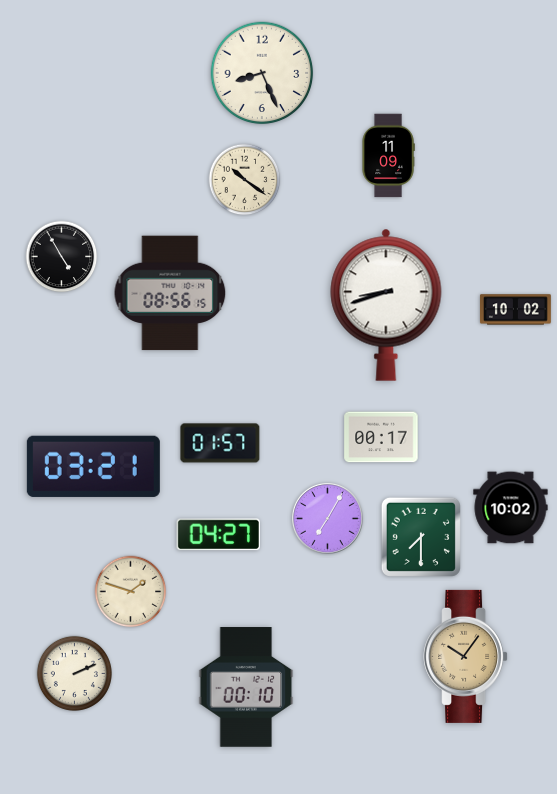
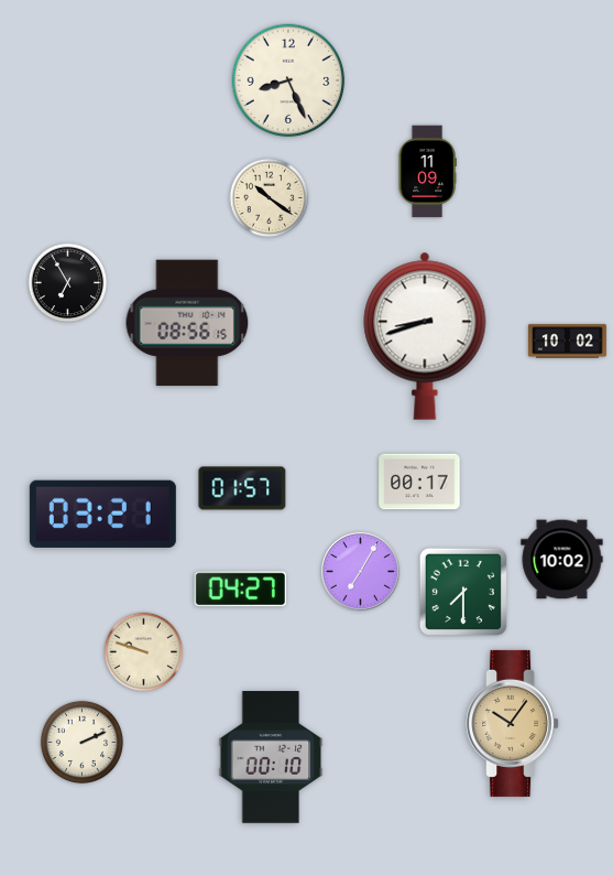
clock at (62, 257): 4:55 -> 6:55
clock at (131, 592): 1:48 -> 9:48
